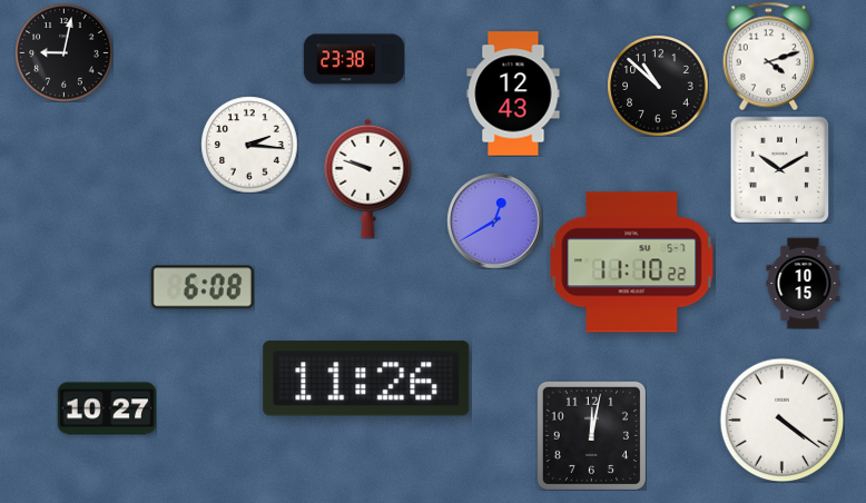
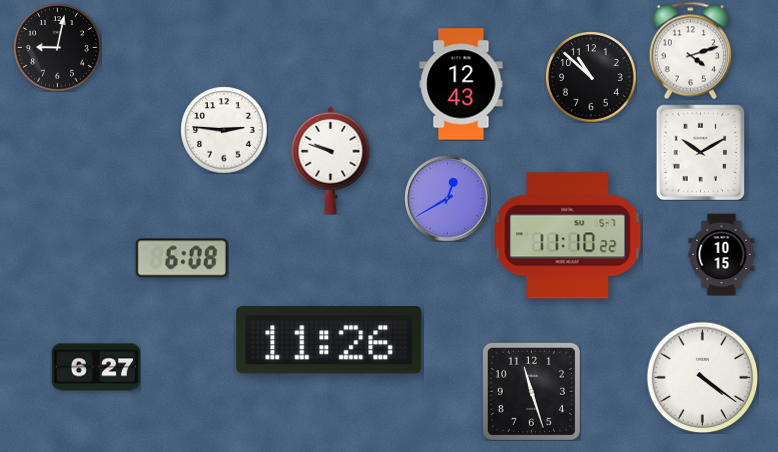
clock at (354, 59): 23:38 -> none
clock at (249, 145): 2:16 -> 2:46
clock at (494, 220) position: (494, 220) -> (447, 198)
clock at (106, 408): 10:27 -> 6:27
clock at (591, 435): 12:02 -> 11:27
